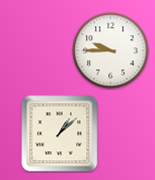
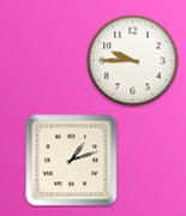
clock at (60, 134): 1:08 -> 1:12
